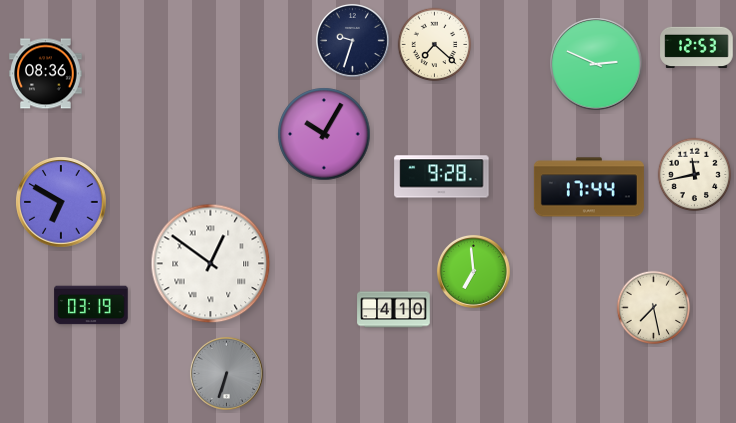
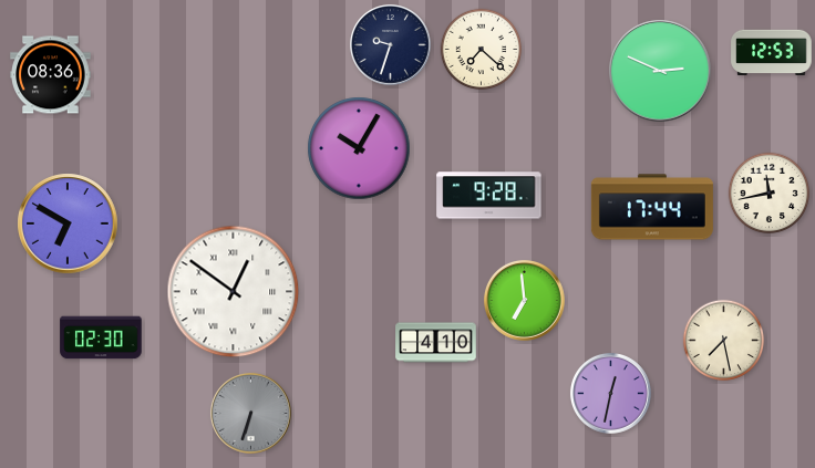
clock at (46, 74) position: (46, 74) -> (51, 75)
clock at (91, 305): 03:19 -> 02:30
clock at (610, 393): none -> 12:32
